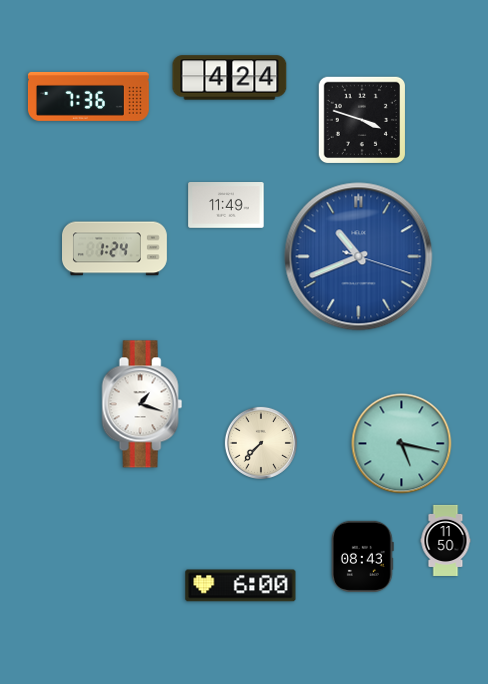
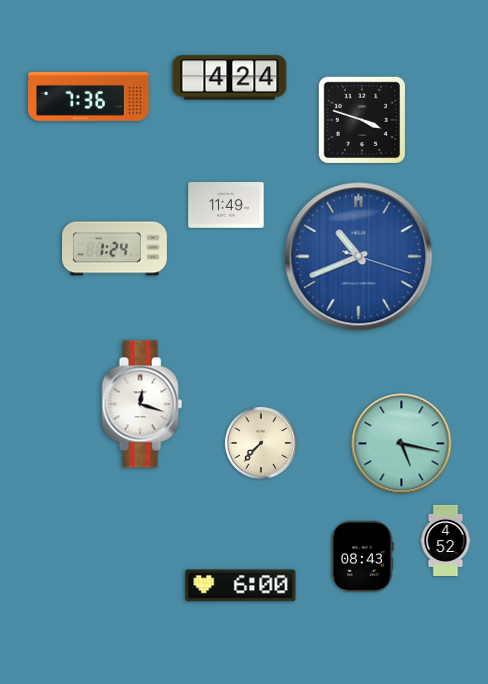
clock at (142, 404): 1:18 -> 12:18
clock at (446, 540): 11:50 -> 4:52
